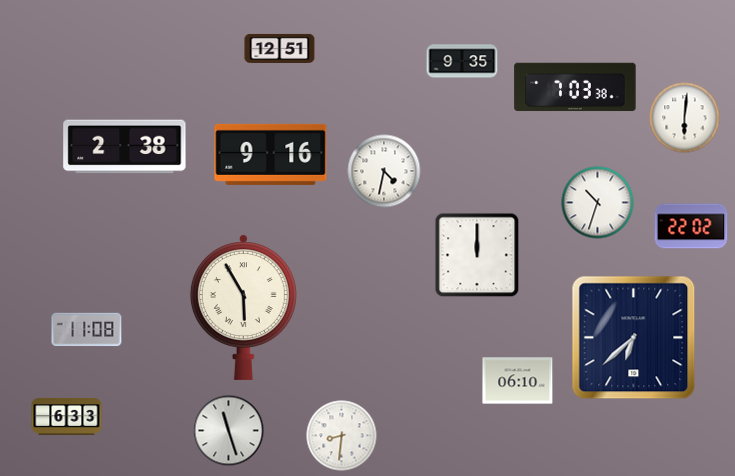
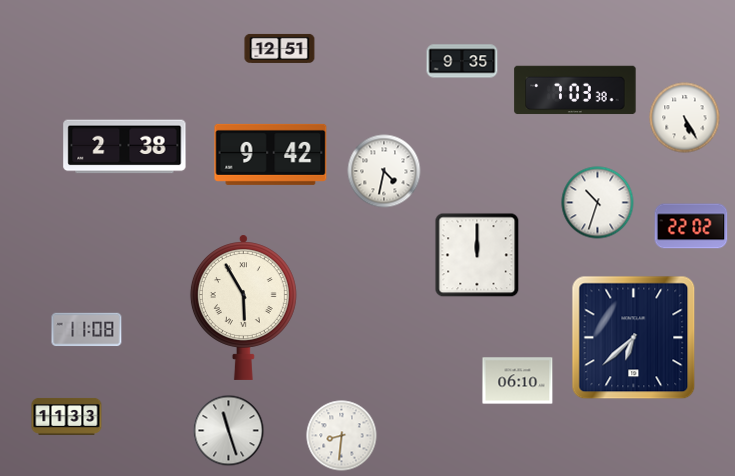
clock at (575, 87) position: (575, 87) -> (575, 90)
clock at (685, 118): 6:01 -> 5:25
clock at (271, 154): 9:16 -> 9:42
clock at (67, 416): 6:33 -> 11:33
